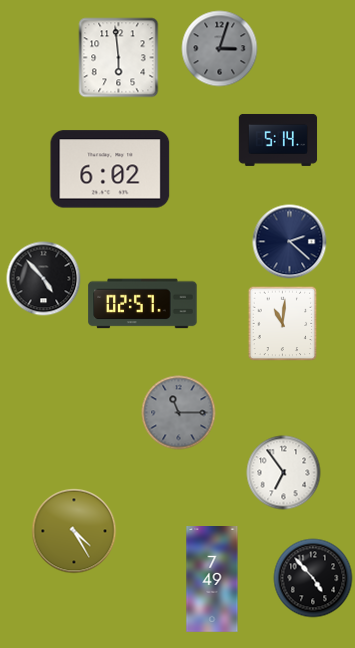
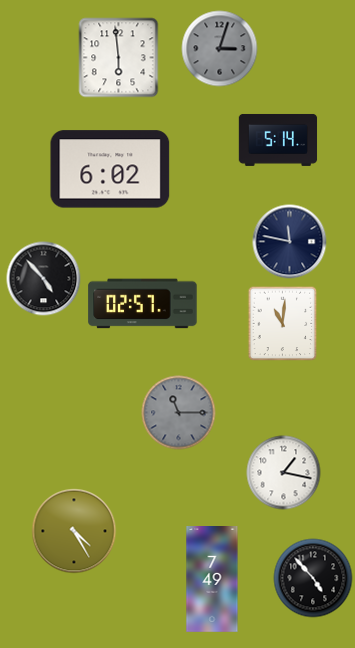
clock at (290, 242): 2:22 -> 11:47
clock at (284, 473): 6:54 -> 1:17
